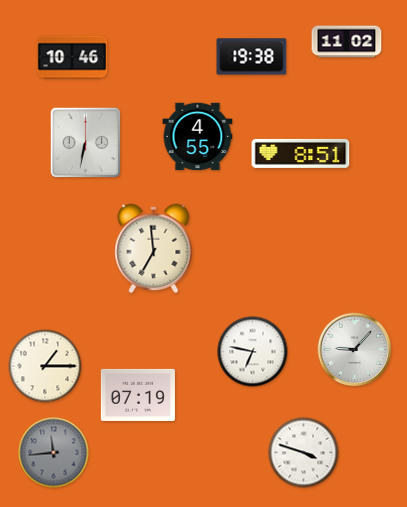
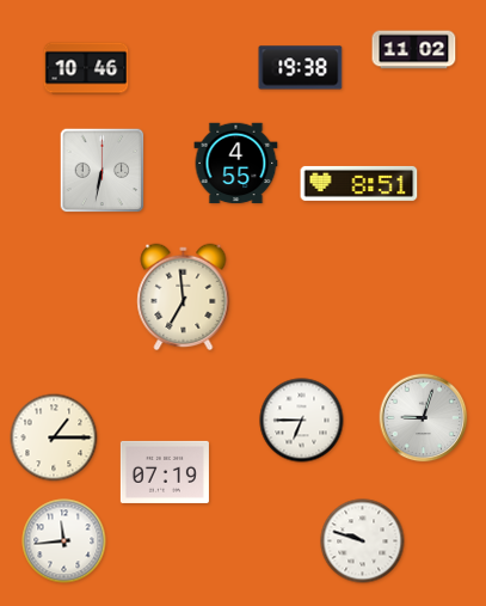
clock at (355, 350): 9:07 -> 9:03
clock at (253, 352): 6:47 -> 6:45
clock at (54, 453) dial: grey -> white
clock at (304, 453): 3:48 -> 9:48
